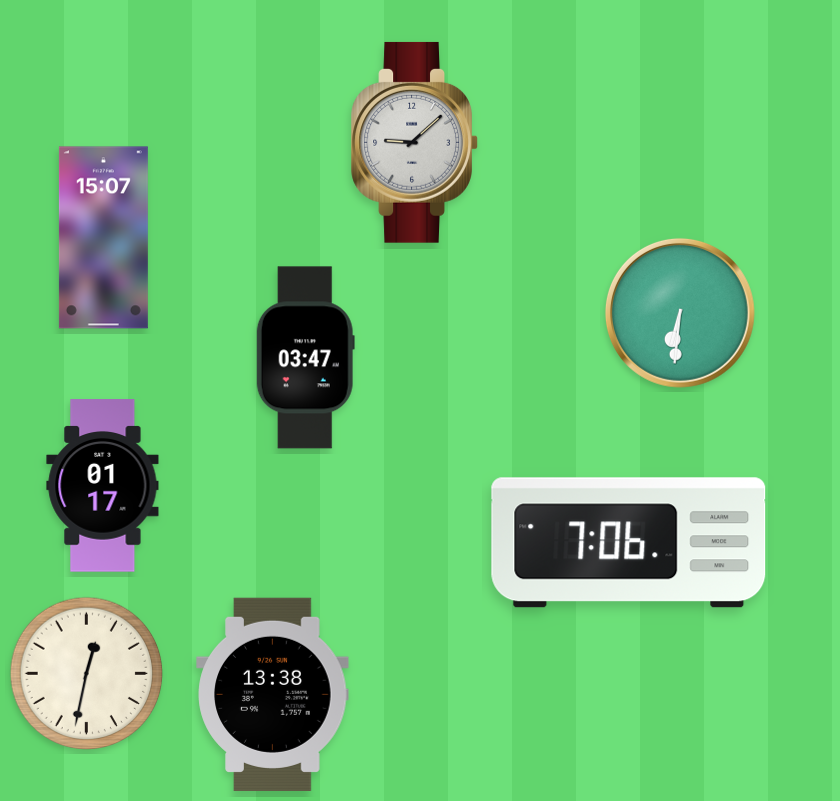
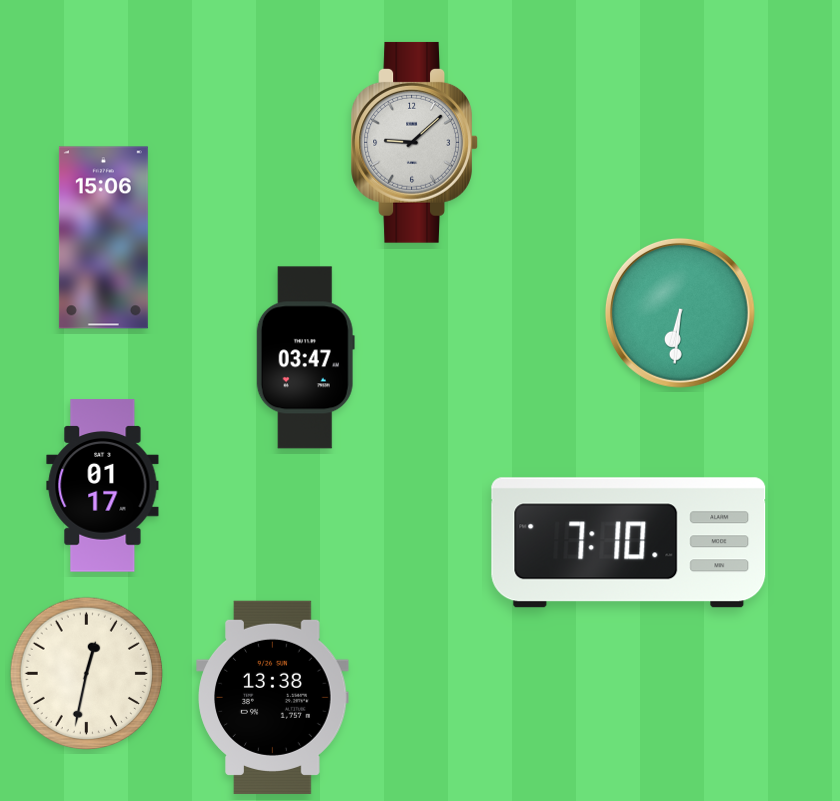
clock at (103, 238): 15:07 -> 15:06
clock at (629, 543): 7:06 -> 7:10
clock at (273, 694) position: (273, 694) -> (273, 697)
